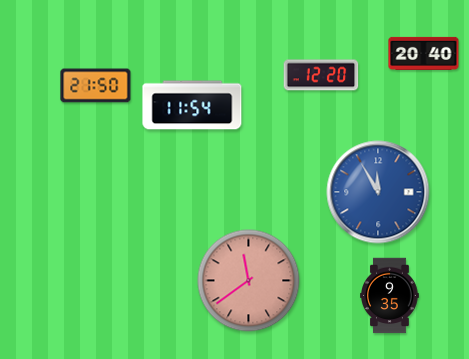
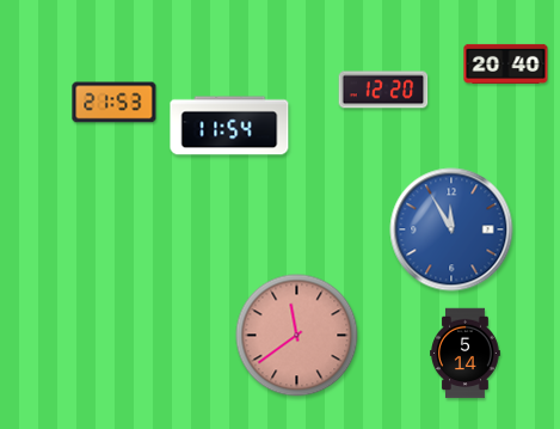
clock at (96, 86): 21:50 -> 21:53
clock at (390, 296): 9:35 -> 5:14
